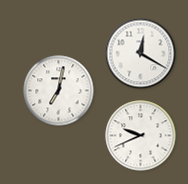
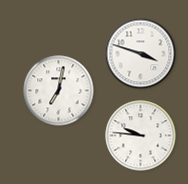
clock at (141, 54): 12:20 -> 3:48
clock at (141, 136): 9:41 -> 9:46
